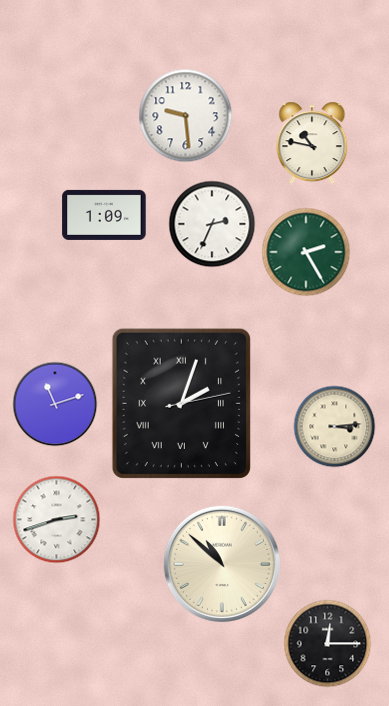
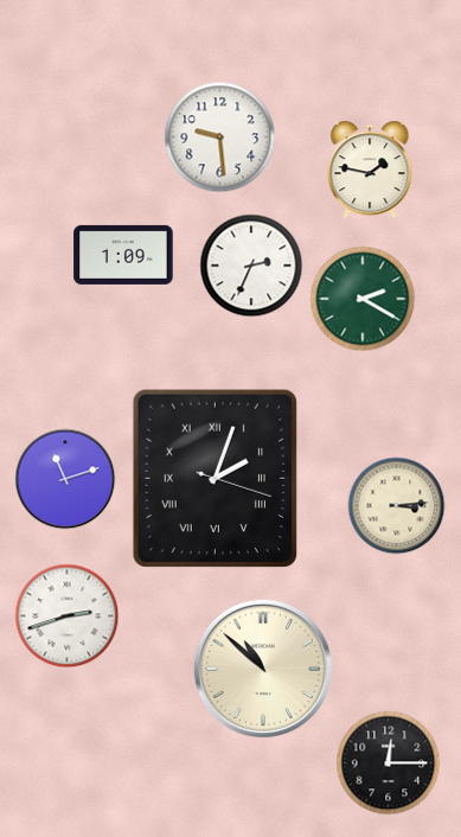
clock at (312, 143): 10:47 -> 1:47
clock at (306, 252): 2:25 -> 2:20
clock at (181, 403): 2:03:13 -> 2:03:18
